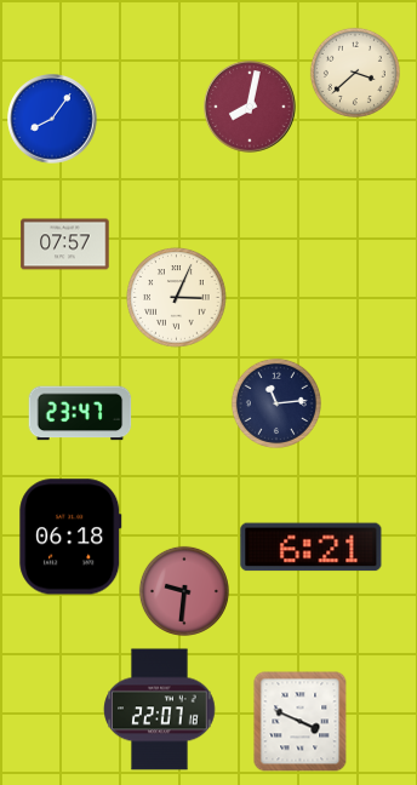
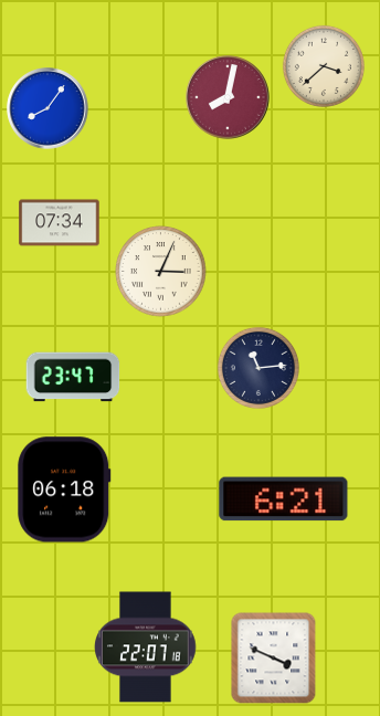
clock at (65, 245): 07:57 -> 07:34
clock at (276, 403) position: (276, 403) -> (258, 368)
clock at (184, 591): 9:31 -> none
